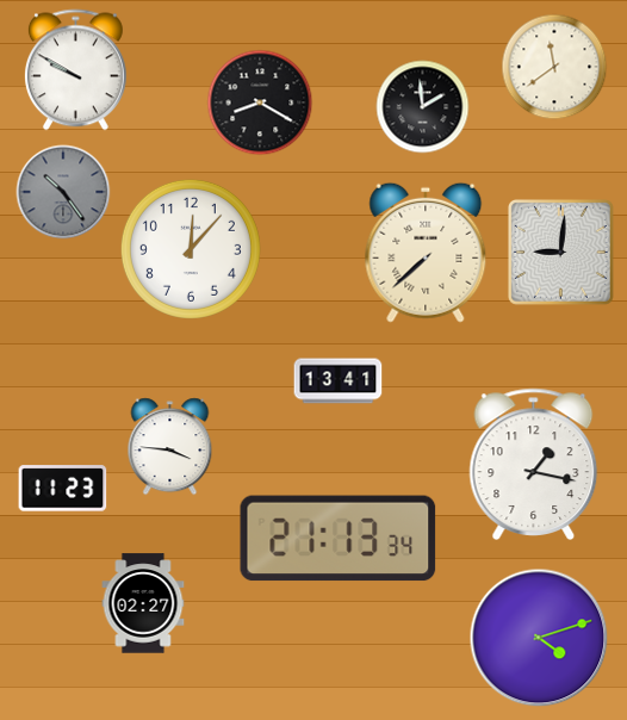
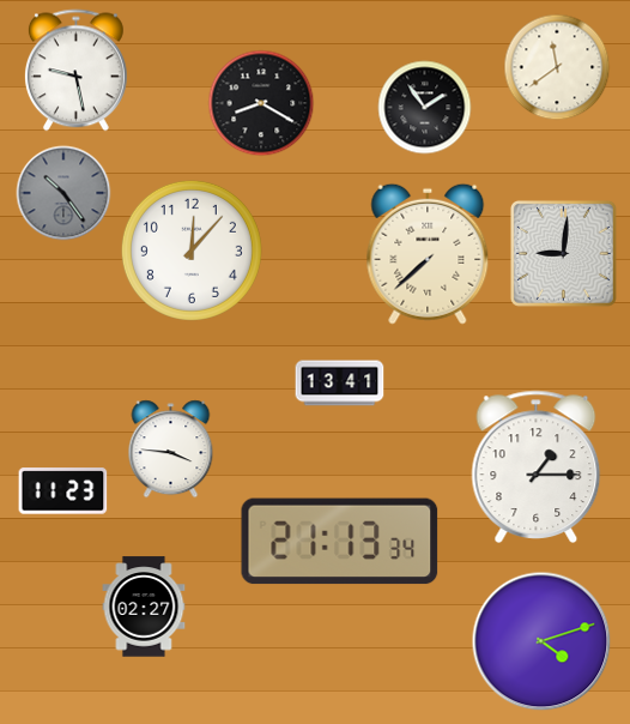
clock at (75, 70): 9:50 -> 9:28
clock at (423, 107): 1:59 -> 1:54
clock at (534, 464): 1:17 -> 1:15
